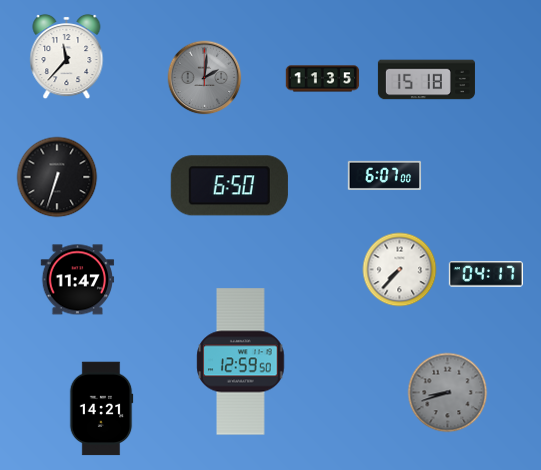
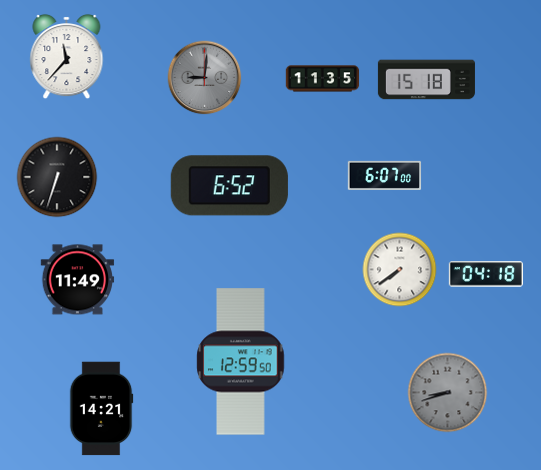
clock at (205, 78): 2:01 -> 9:01
clock at (229, 186): 6:50 -> 6:52
clock at (400, 270): 7:37 -> 7:39
clock at (485, 274): 04:17 -> 04:18
clock at (78, 280): 11:47 -> 11:49
